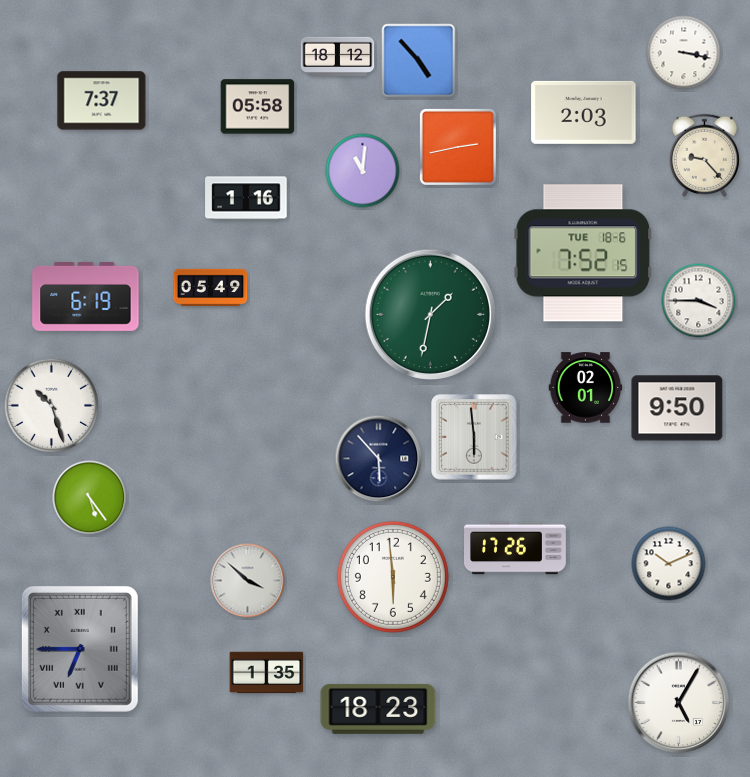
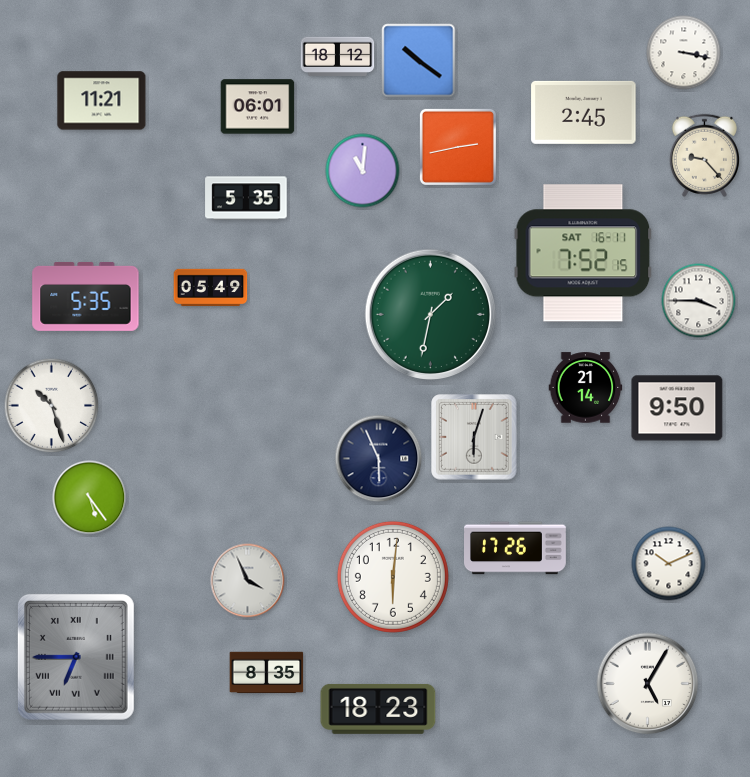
clock at (419, 61): 4:53 -> 10:21
clock at (102, 101): 7:37 -> 11:21
clock at (258, 107): 05:58 -> 06:01
clock at (584, 112): 2:03 -> 2:45
clock at (246, 198): 1:16 -> 5:35
clock at (583, 253) date: TUE 18-6 -> SAT 16-11
clock at (86, 296): 6:19 -> 5:35
clock at (586, 388): 02:01 -> 21:14
clock at (474, 437): 5:59 -> 6:03
clock at (379, 459): 5:53 -> 5:56
clock at (393, 577): 5:59 -> 6:01
clock at (248, 581): 3:52 -> 3:56
clock at (80, 649) position: (80, 649) -> (76, 657)
clock at (267, 673): 1:35 -> 8:35
clock at (679, 703) position: (679, 703) -> (648, 684)
